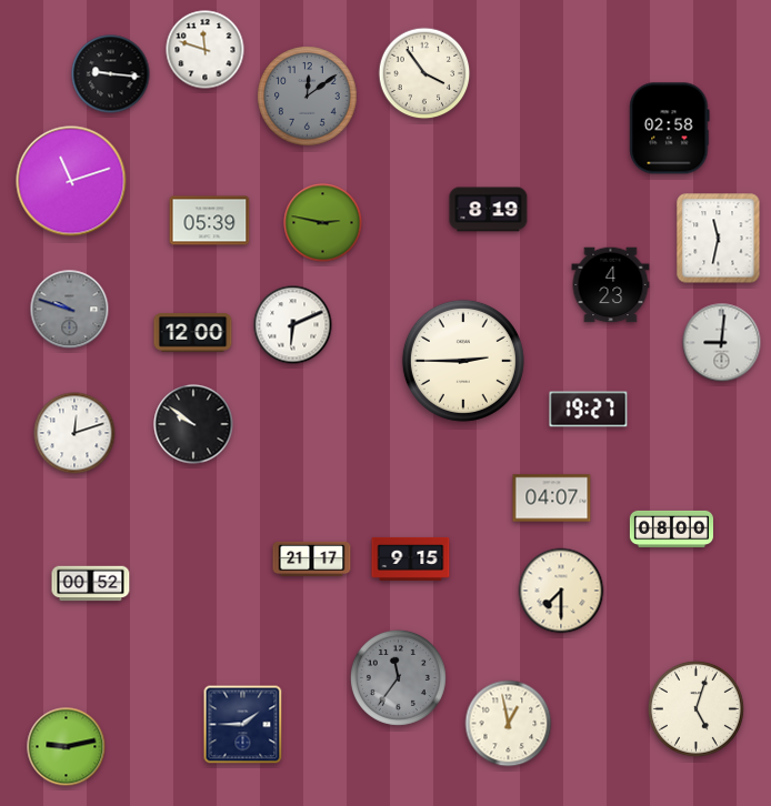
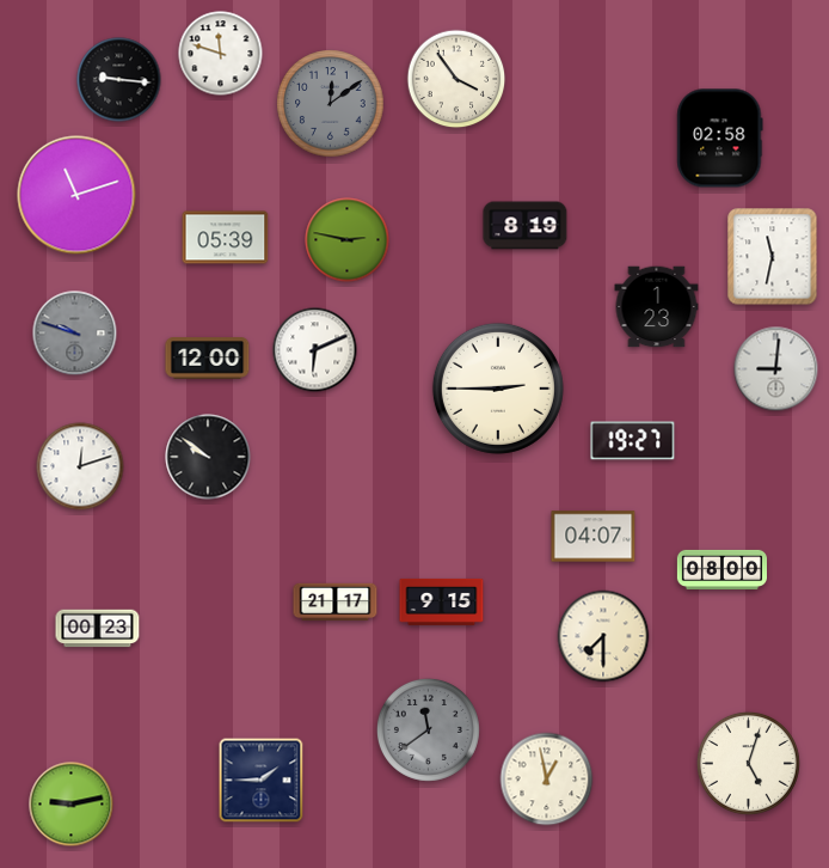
clock at (611, 285): 4:23 -> 1:23
clock at (91, 584): 00:52 -> 00:23
clock at (398, 677): 11:36 -> 11:39
